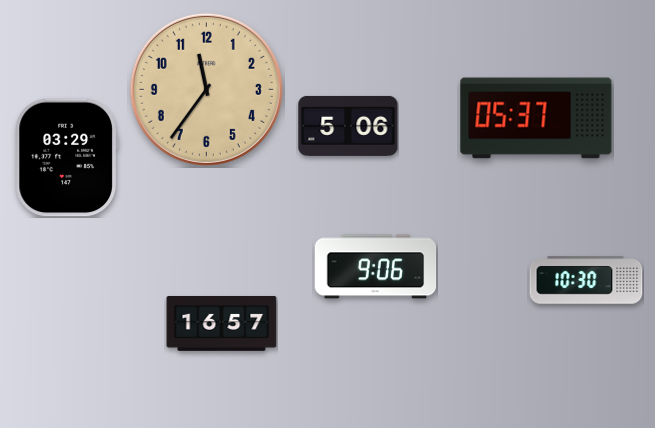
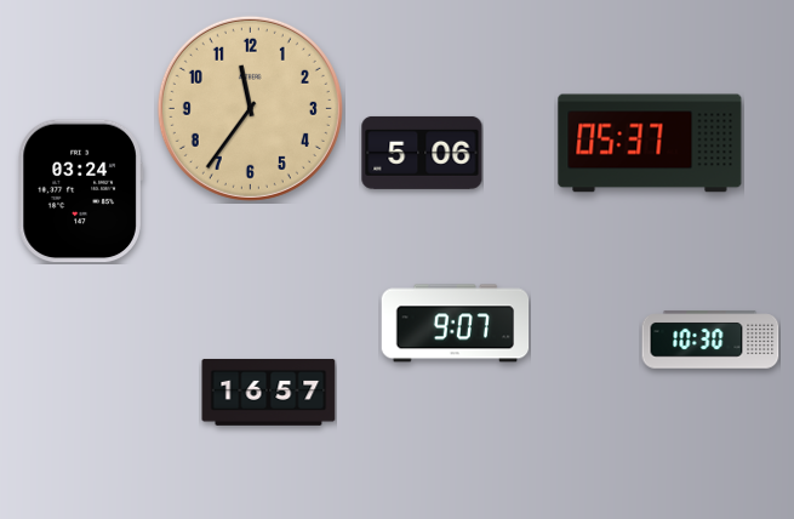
clock at (66, 158): 03:29 -> 03:24
clock at (376, 267): 9:06 -> 9:07
